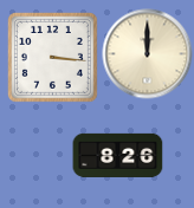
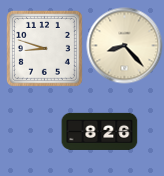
clock at (148, 54): 12:00 -> 8:23
clock at (52, 57): 3:16 -> 8:48
